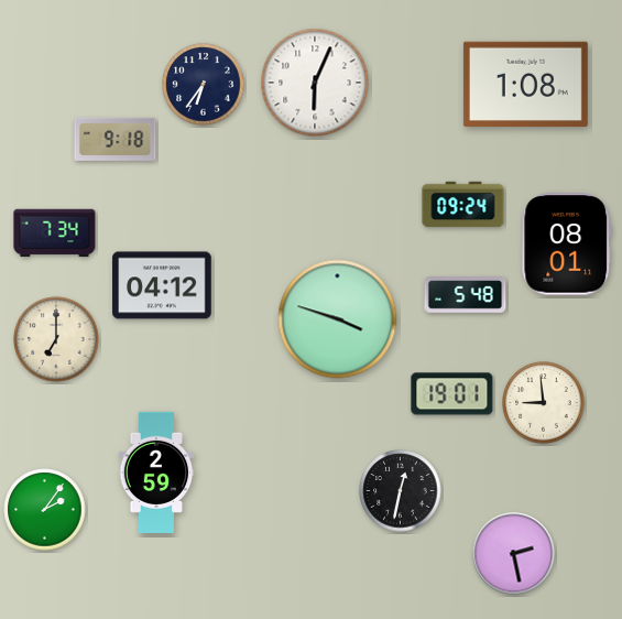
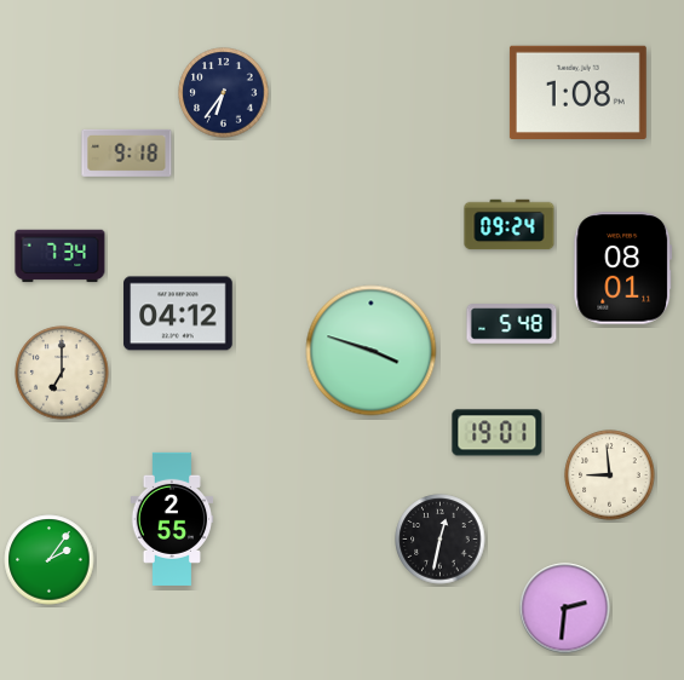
clock at (315, 83): 6:04 -> none
clock at (544, 403) position: (544, 403) -> (610, 476)
clock at (156, 473): 2:59 -> 2:55
clock at (514, 554): 2:28 -> 2:31
